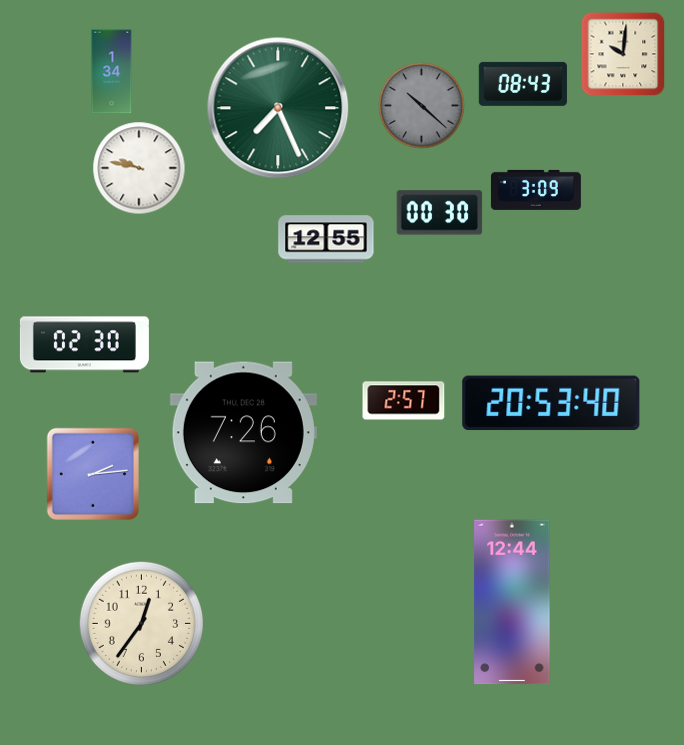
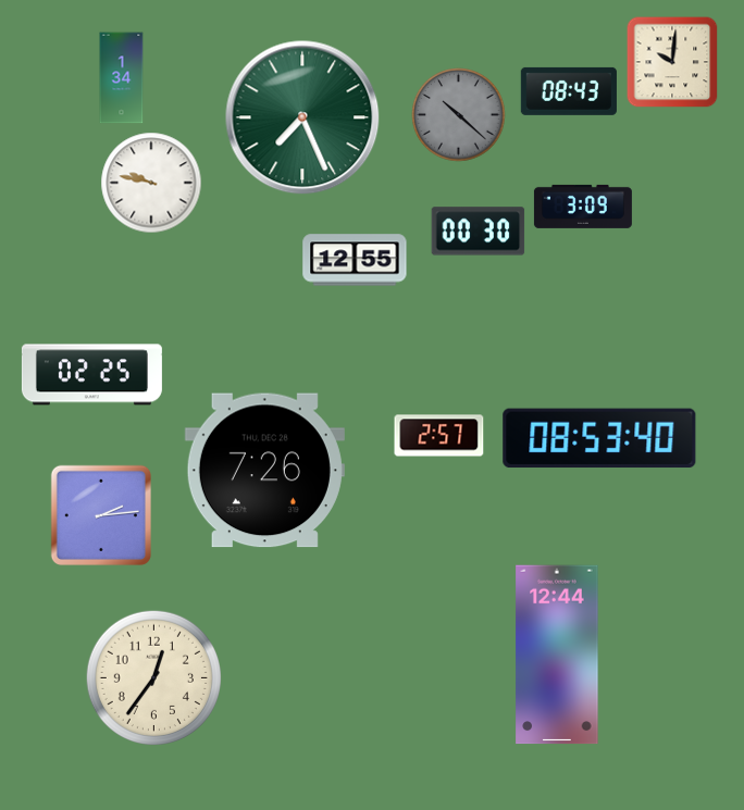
clock at (623, 54) position: (623, 54) -> (672, 62)
clock at (84, 345): 02:30 -> 02:25
clock at (551, 403): 20:53 -> 08:53
